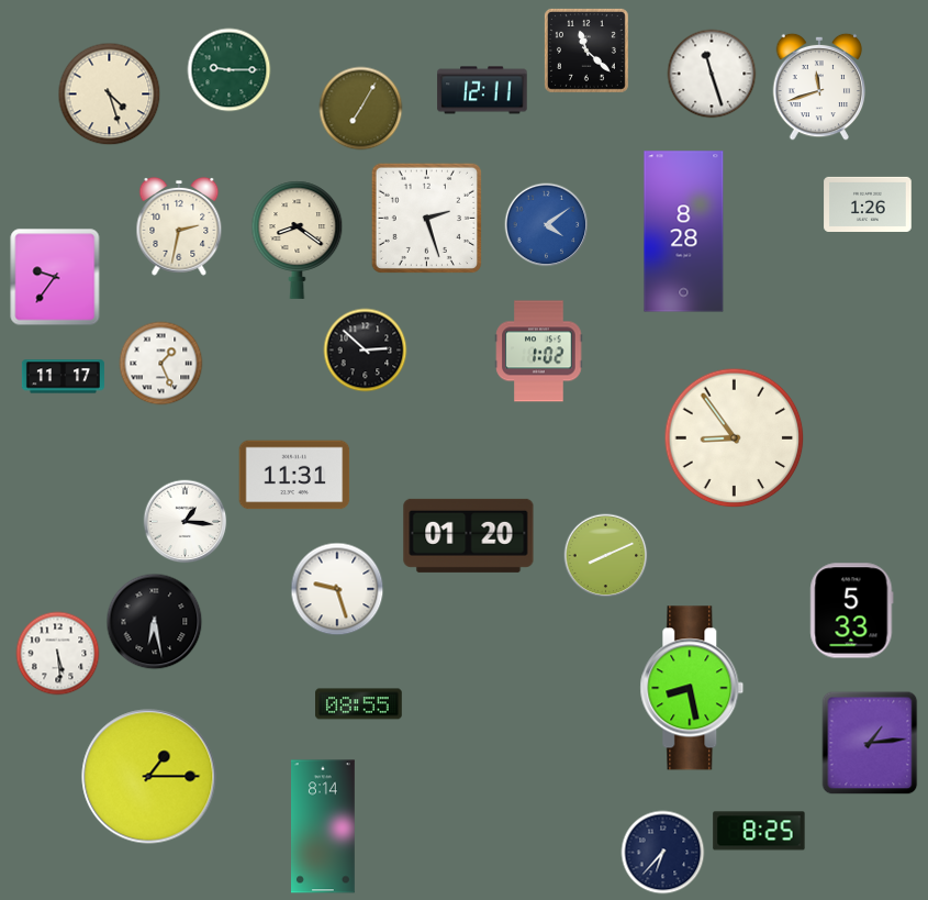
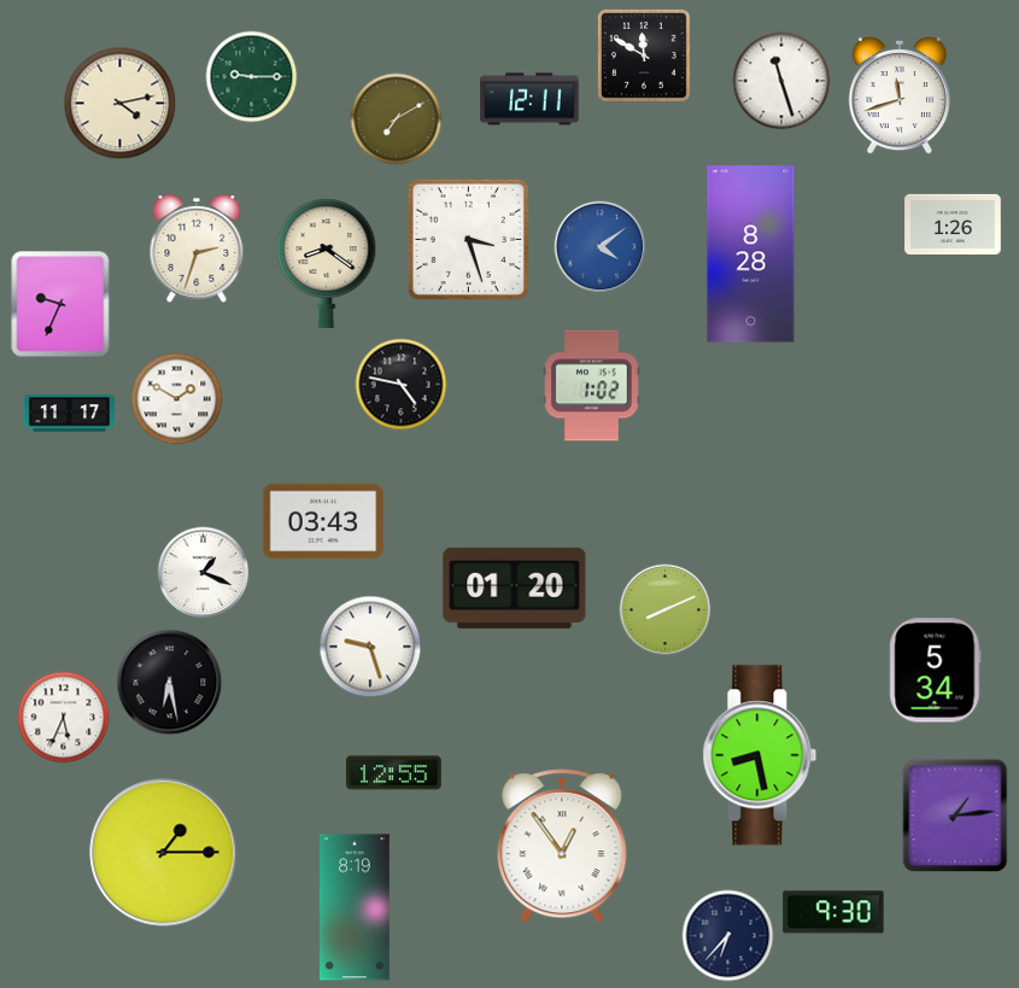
clock at (586, 51): 11:22 -> 11:50
clock at (110, 95): 4:27 -> 4:13
clock at (361, 109): 7:05 -> 7:10
clock at (426, 218): 2:27 -> 3:27
clock at (179, 226): 2:32 -> 2:33
clock at (55, 277): 9:36 -> 9:34
clock at (366, 351): 2:52 -> 4:47
clock at (161, 364): 1:26 -> 1:50
clock at (735, 438): 8:54 -> none
clock at (294, 475): 11:31 -> 03:43
clock at (186, 522): 1:16 -> 1:19
clock at (852, 611): 5:33 -> 5:34
clock at (58, 654): 5:29 -> 5:34
clock at (359, 704): 08:55 -> 12:55
clock at (562, 846): none -> 12:54
clock at (324, 826): 8:14 -> 8:19
clock at (759, 831): 8:25 -> 9:30
